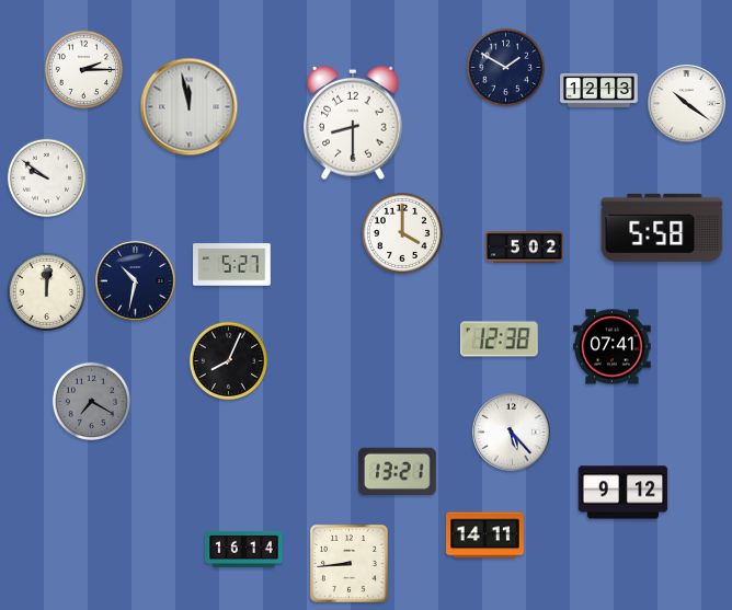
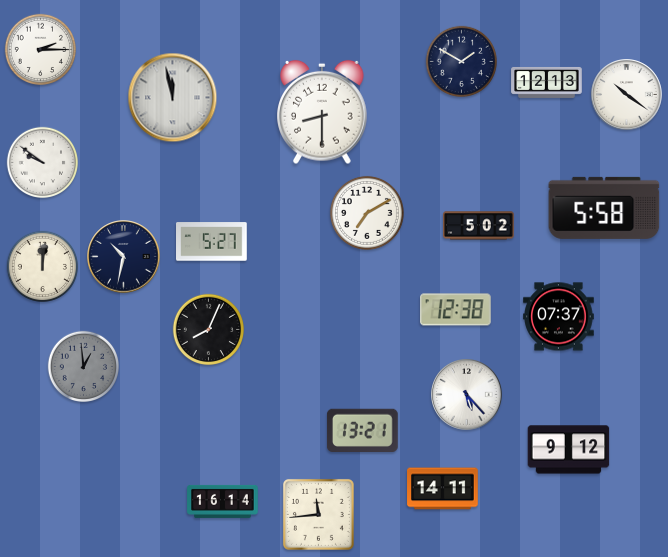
clock at (83, 69) position: (83, 69) -> (40, 49)
clock at (402, 233): 4:00 -> 7:10
clock at (613, 347): 07:41 -> 07:37
clock at (91, 401): 7:20 -> 12:59
clock at (348, 563): 8:44 -> 11:44
